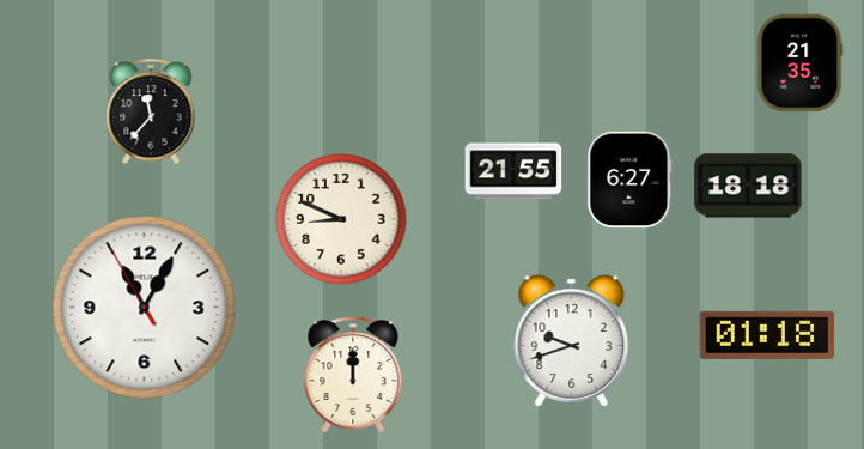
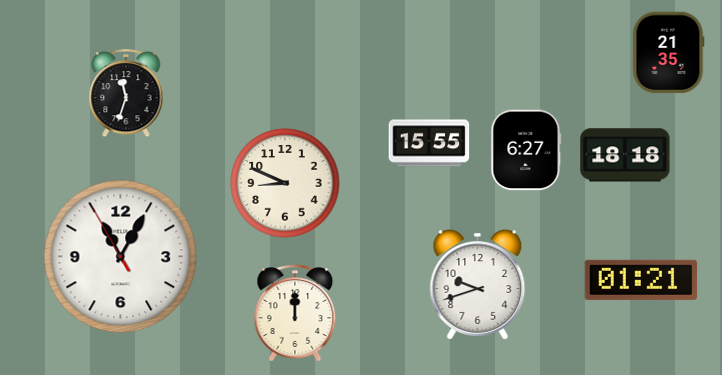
clock at (151, 113): 11:37 -> 11:33
clock at (513, 171): 21:55 -> 15:55
clock at (767, 335): 01:18 -> 01:21
